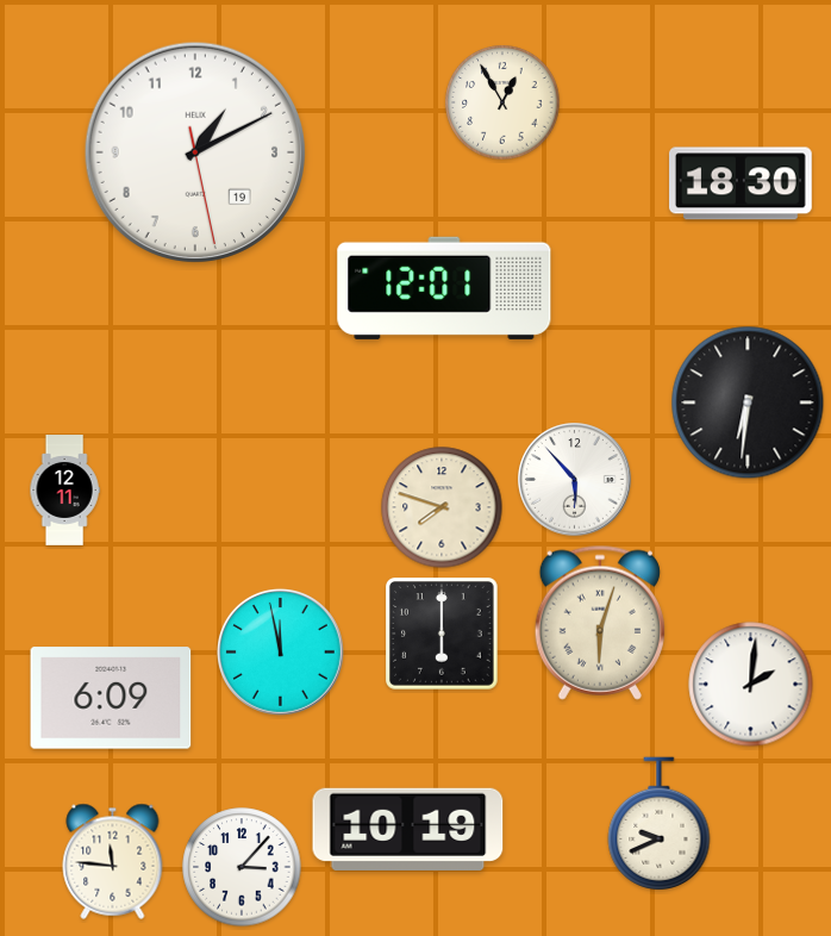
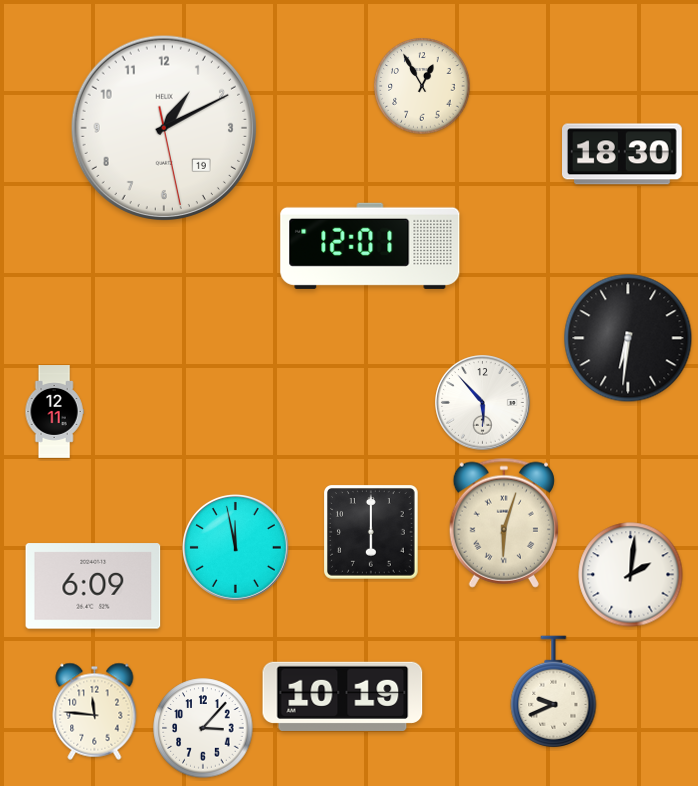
clock at (444, 288) position: (444, 288) -> (370, 246)
clock at (442, 507): 7:48 -> none
clock at (113, 861) position: (113, 861) -> (95, 711)
